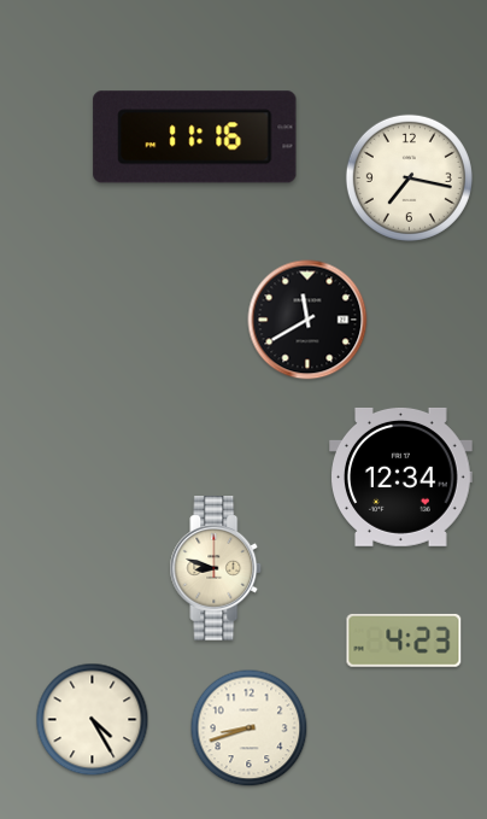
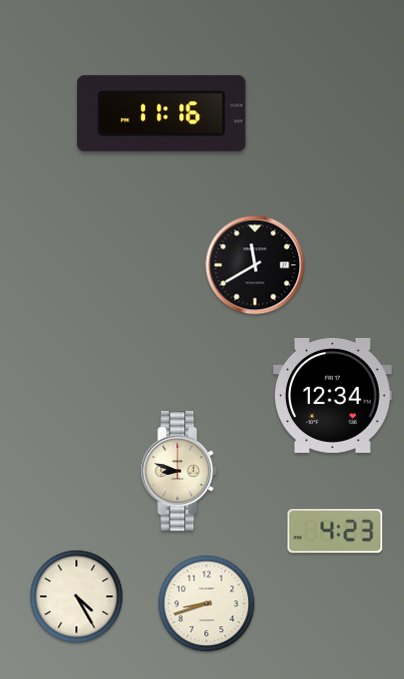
clock at (409, 177): 7:17 -> none
